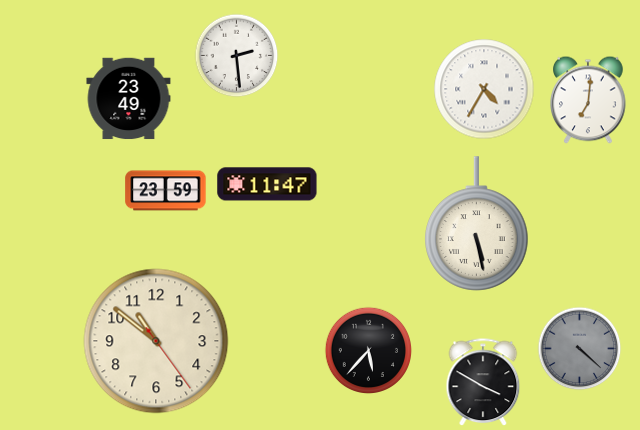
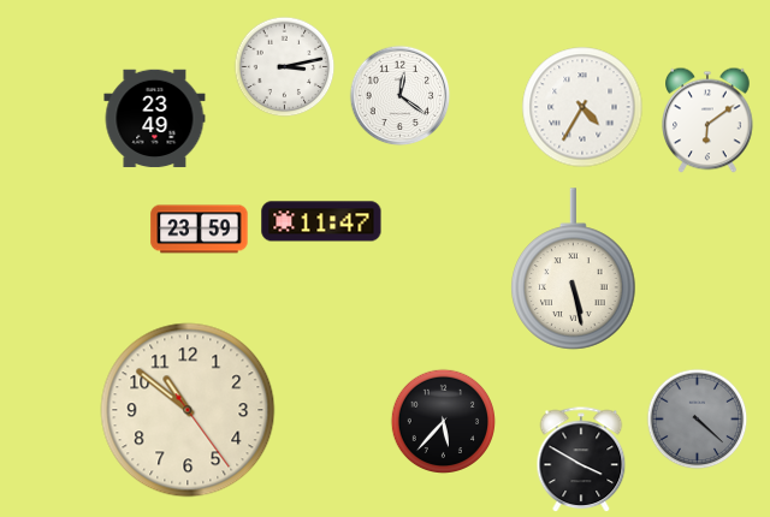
clock at (237, 56): 2:29 -> 3:13
clock at (401, 96): none -> 12:21
clock at (588, 100): 7:01 -> 6:09
